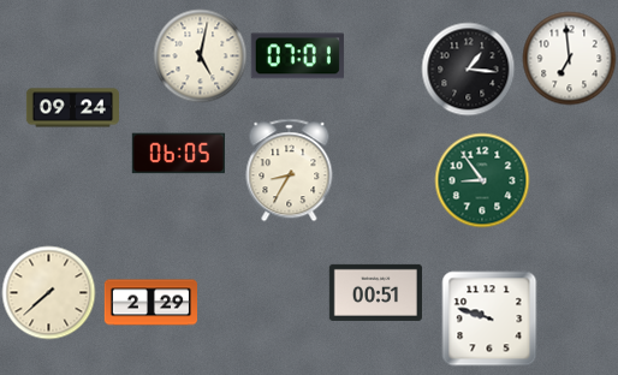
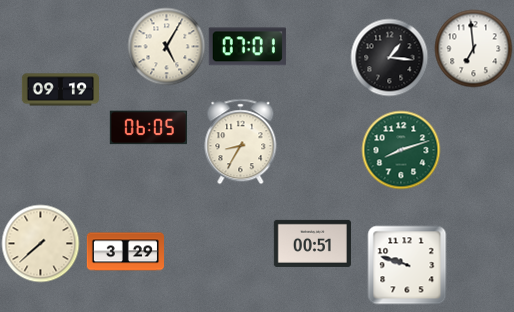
clock at (200, 55): 5:02 -> 5:05
clock at (72, 108): 09:24 -> 09:19
clock at (482, 180): 8:54 -> 8:12
clock at (150, 303): 2:29 -> 3:29
